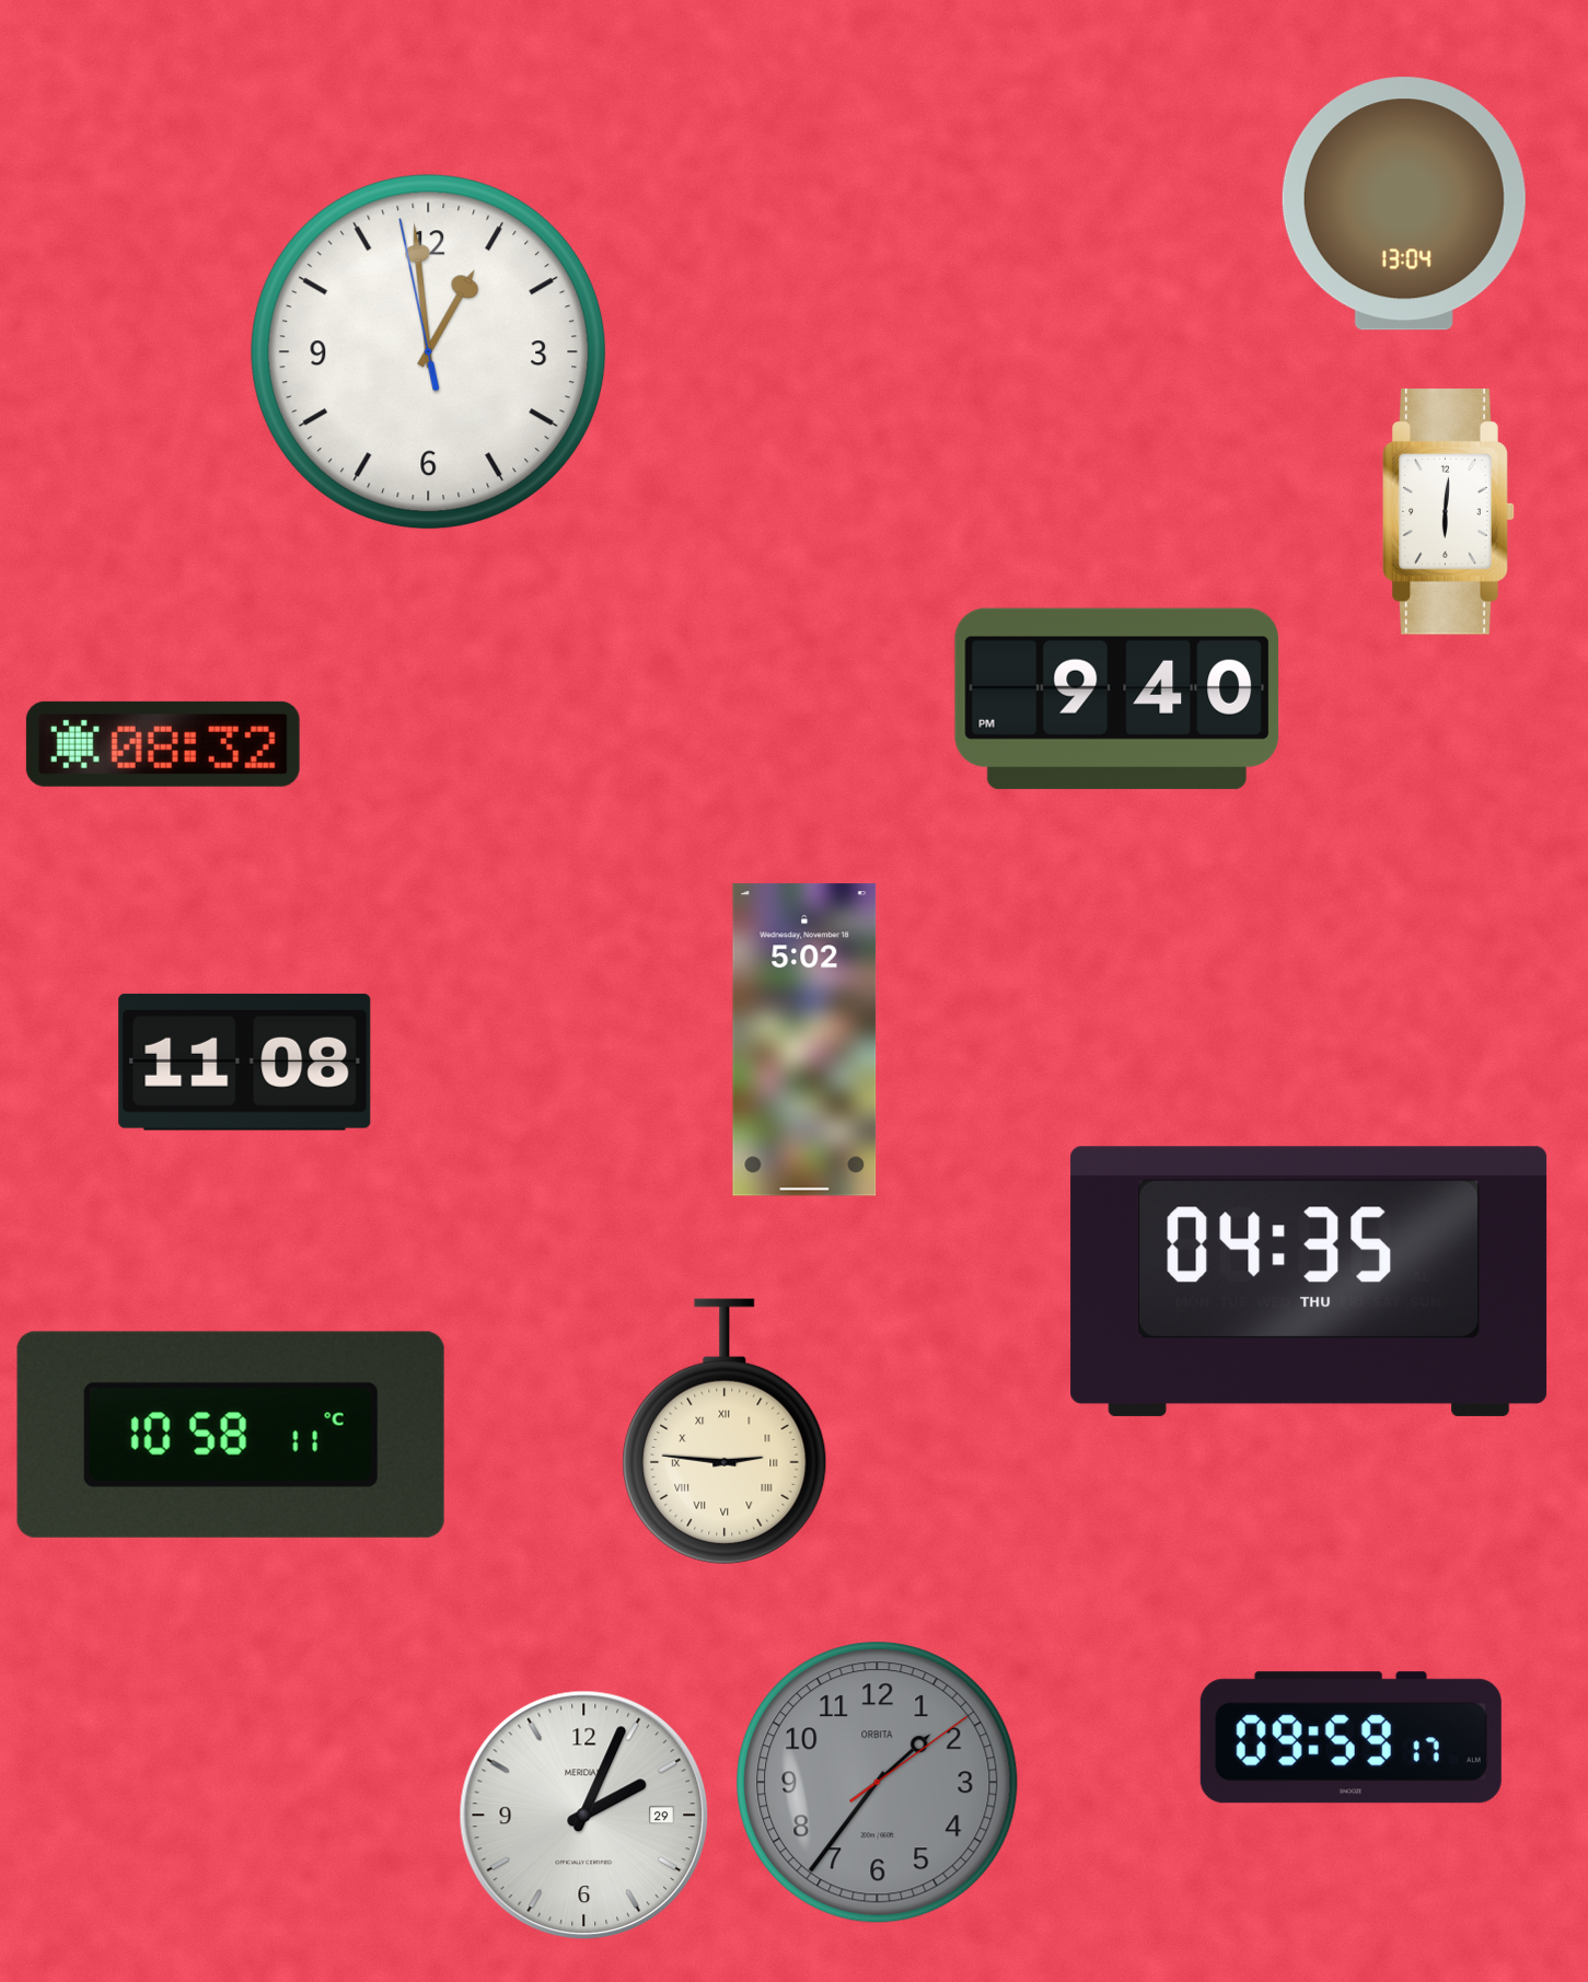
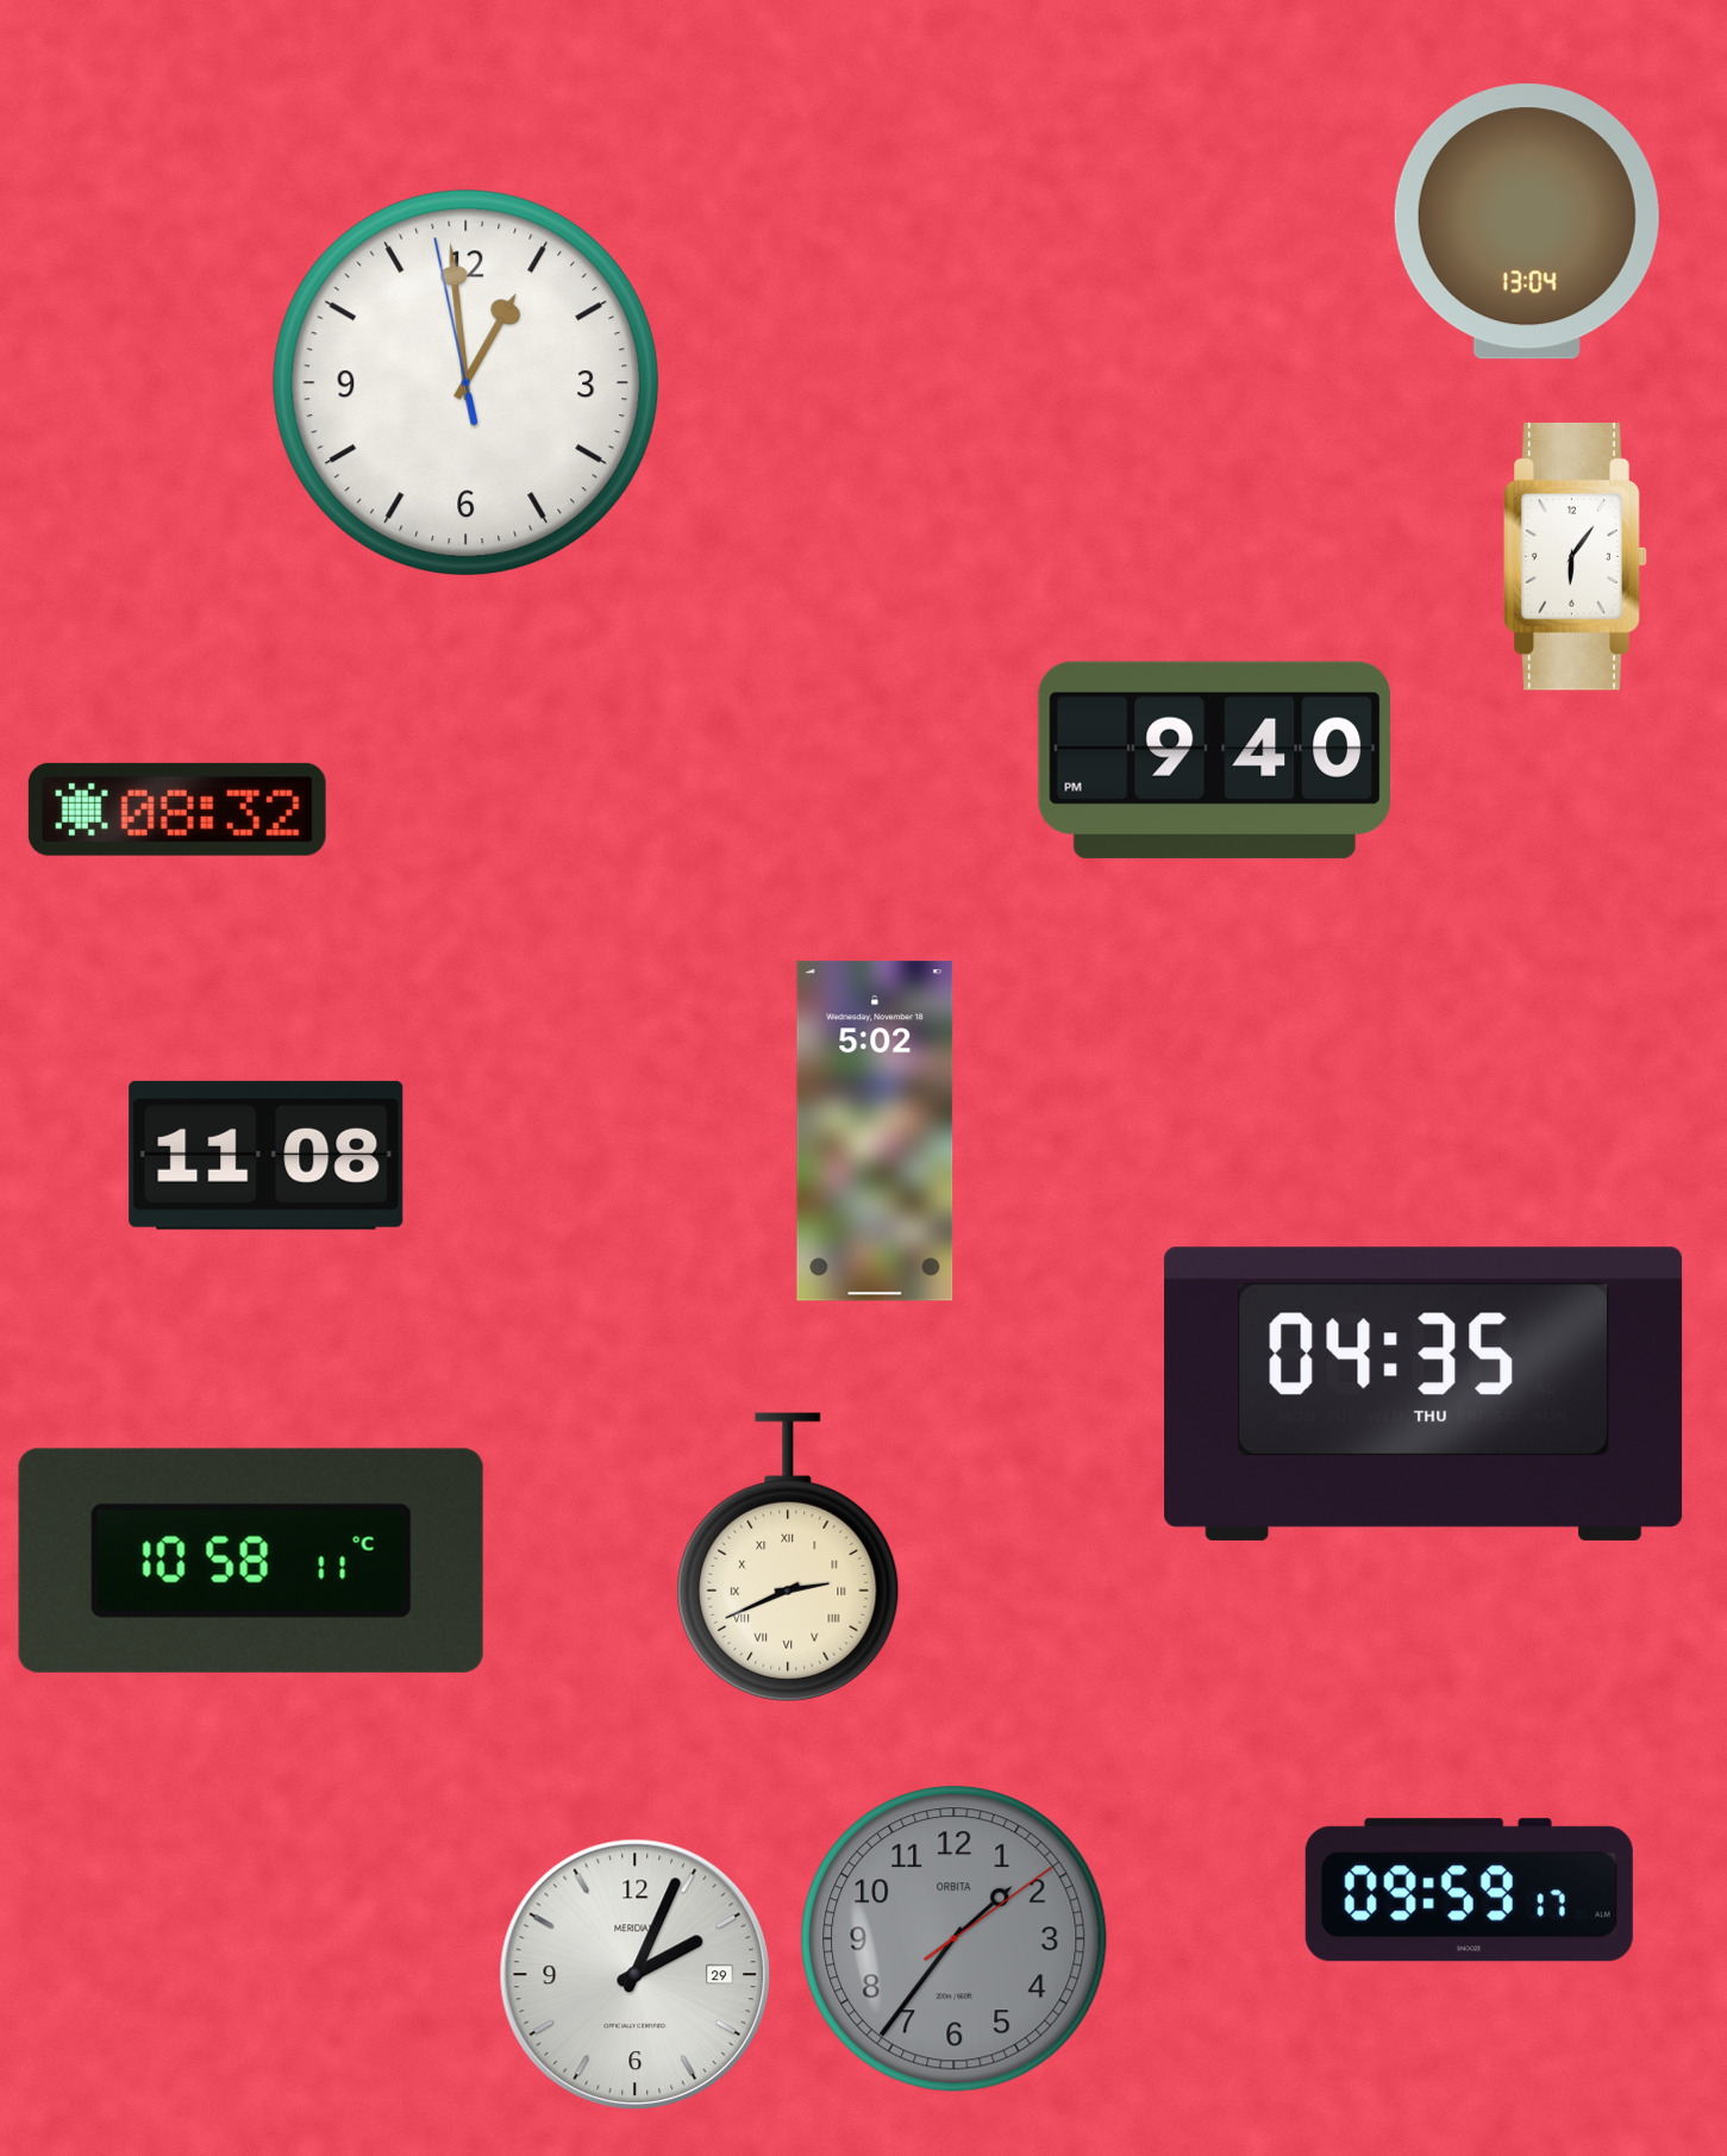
clock at (1449, 512): 6:01 -> 6:06
clock at (725, 1432): 2:46 -> 2:41
